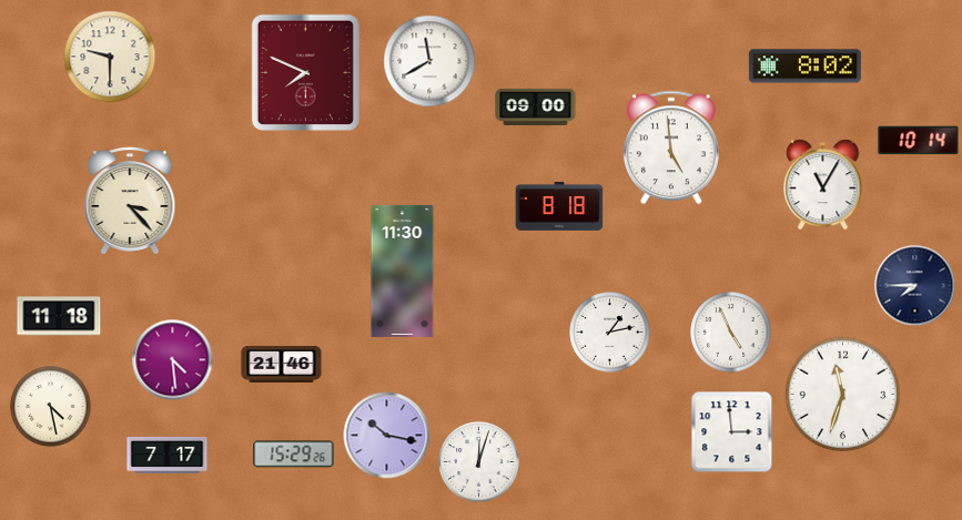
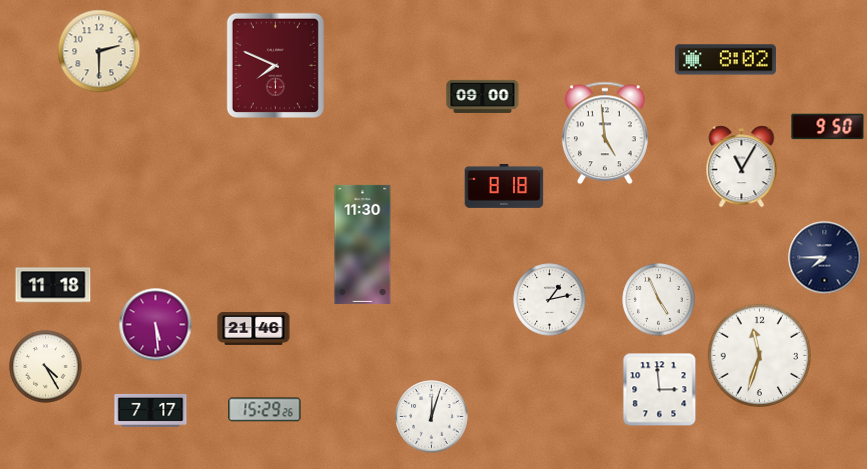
clock at (110, 57): 9:30 -> 2:30
clock at (429, 61): 11:40 -> none
clock at (919, 141): 10:14 -> 9:50
clock at (130, 201): 3:23 -> none
clock at (173, 360): 4:29 -> 5:29
clock at (51, 407): 4:28 -> 4:25
clock at (387, 436): 10:17 -> none
